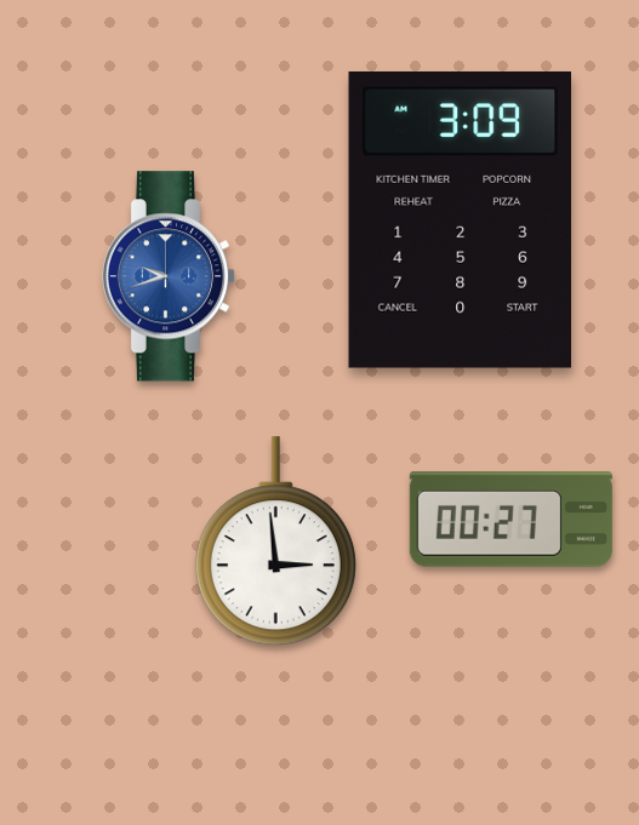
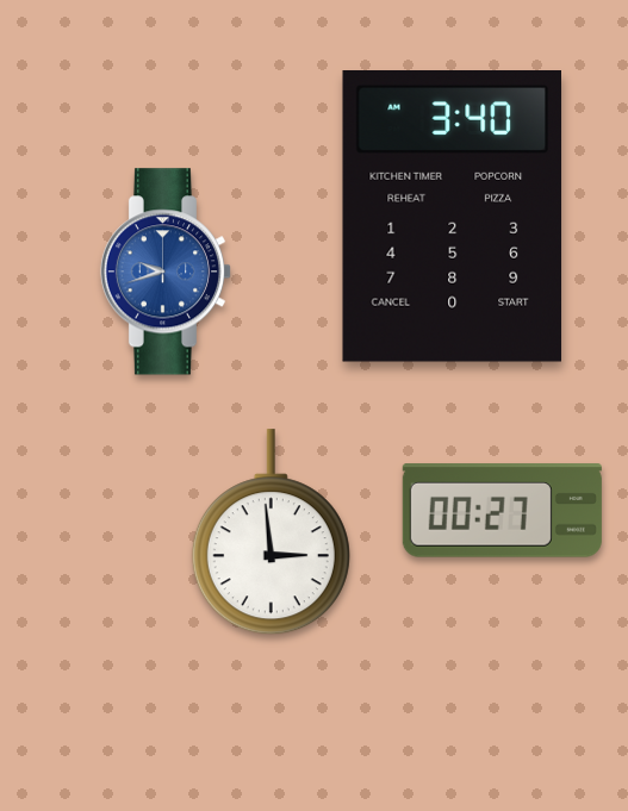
clock at (460, 220): 3:09 -> 3:40
